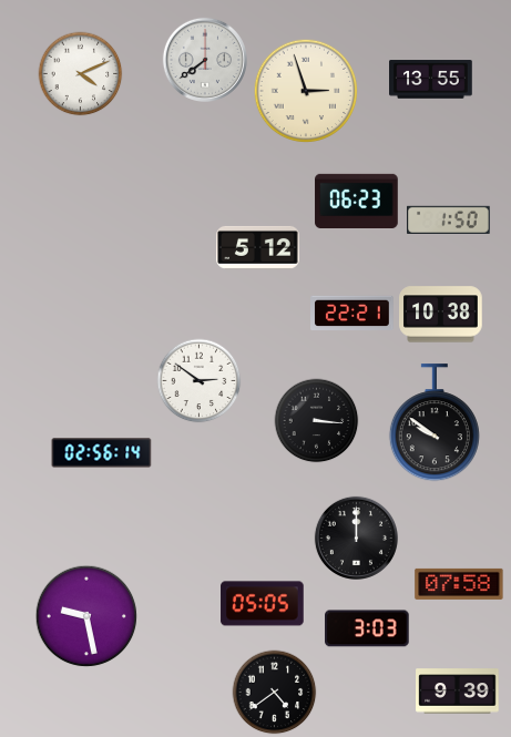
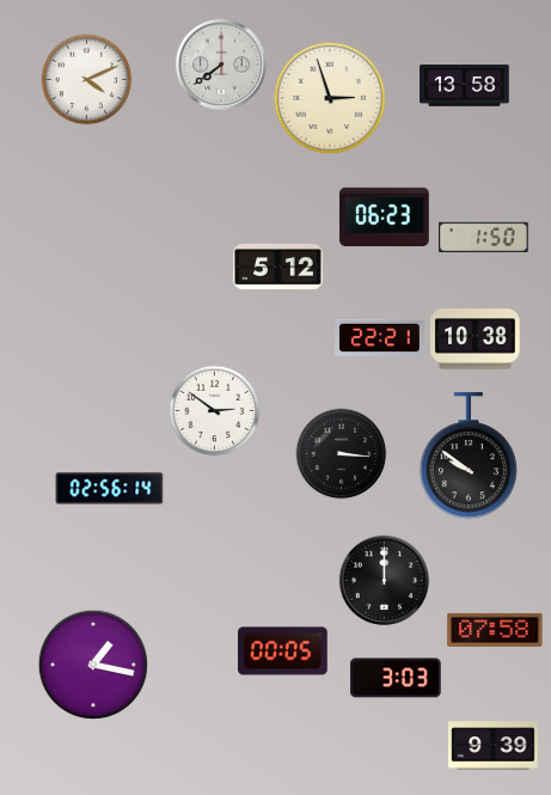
clock at (431, 80): 13:55 -> 13:58
clock at (263, 604): 05:05 -> 00:05
clock at (86, 616): 9:28 -> 1:17
clock at (275, 693): 4:39 -> none
